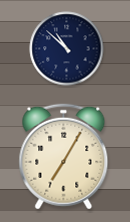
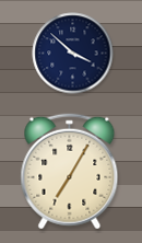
clock at (67, 49): 10:52 -> 3:52
